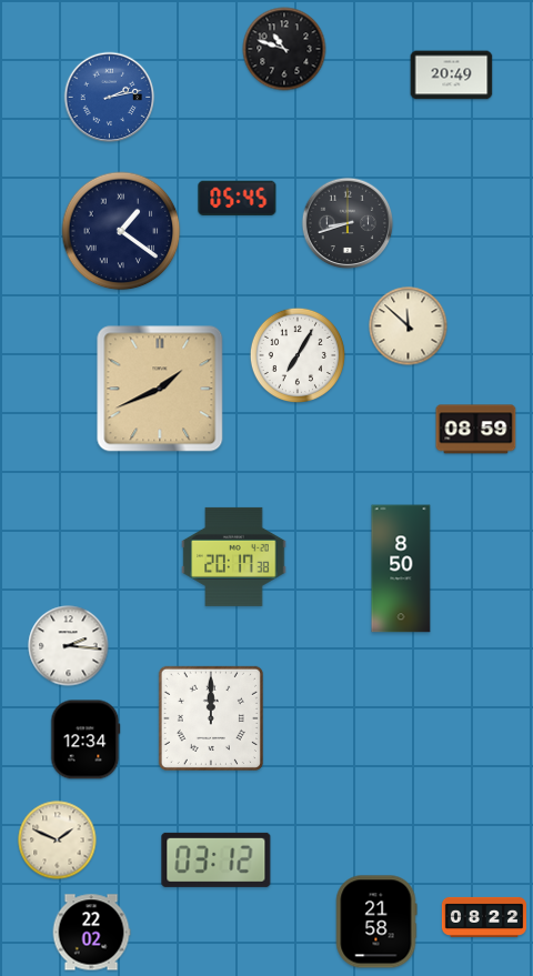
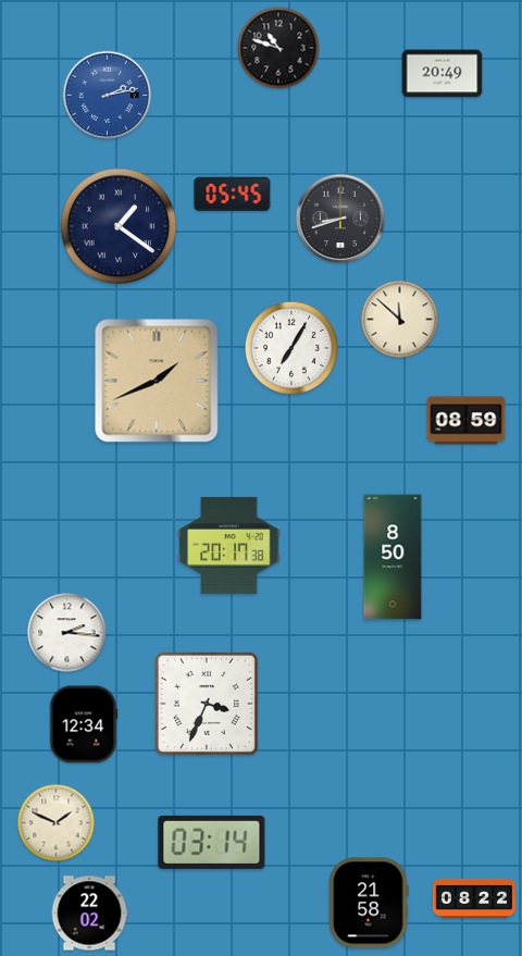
clock at (211, 718): 12:00 -> 3:34
clock at (217, 859): 03:12 -> 03:14
